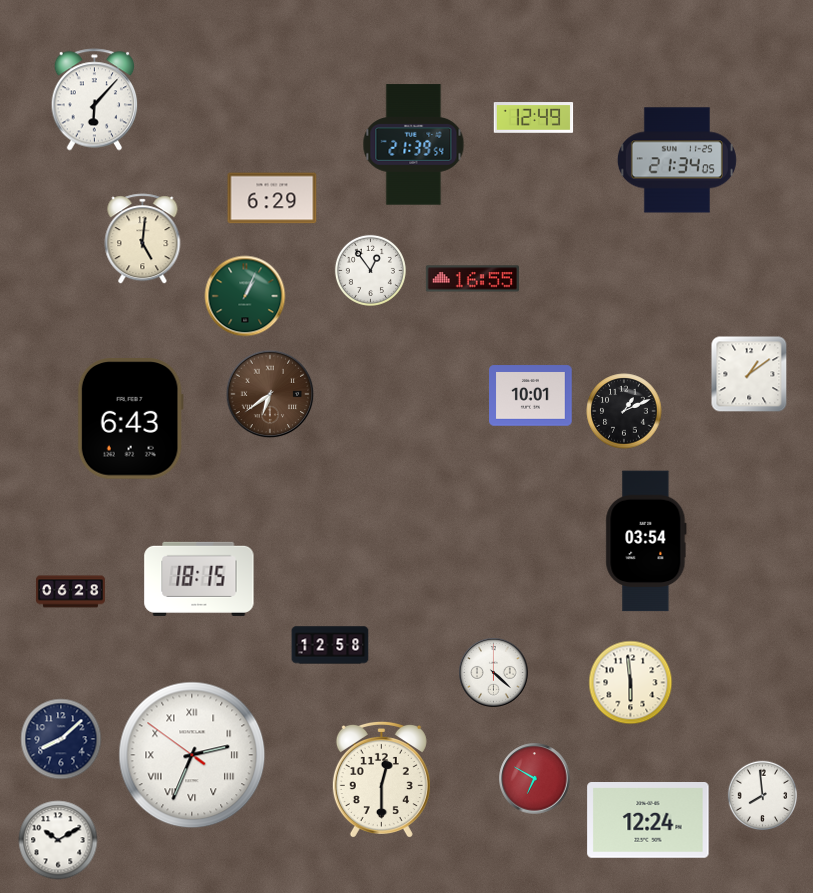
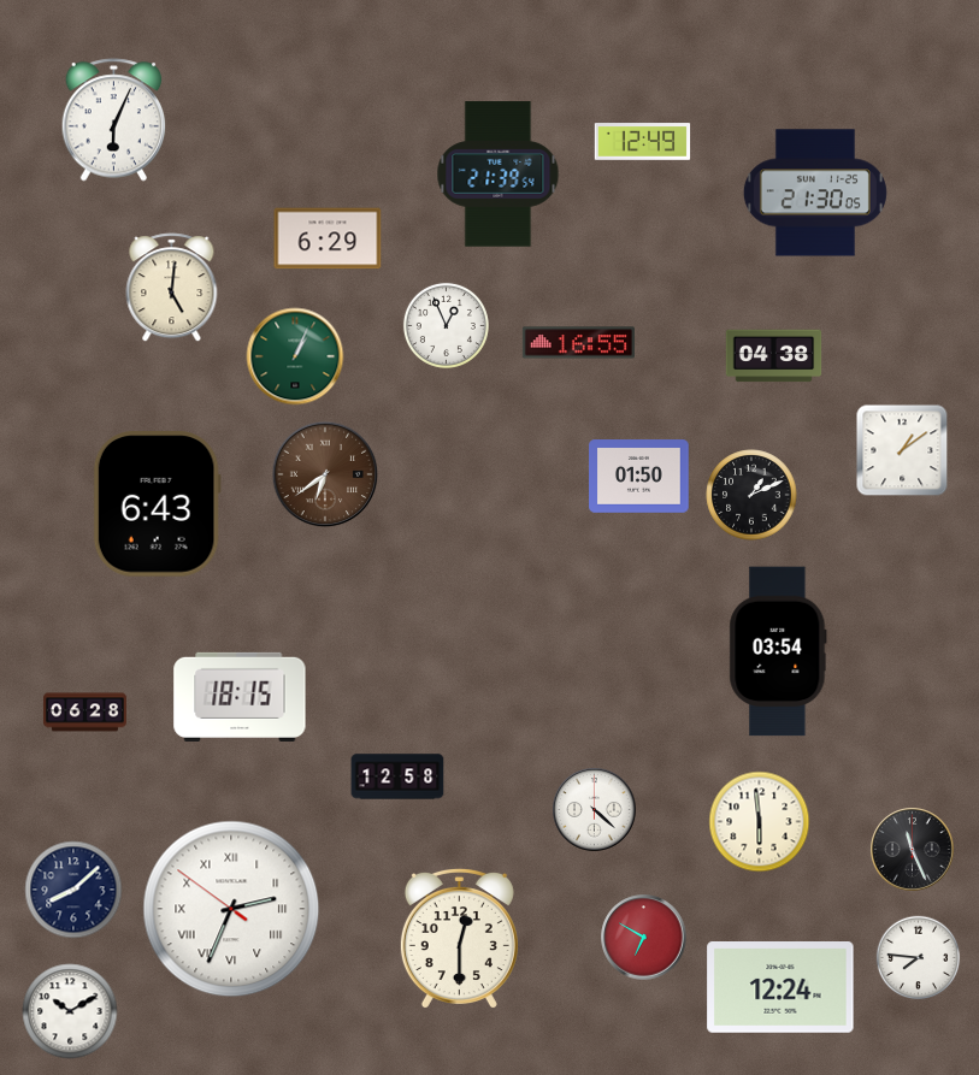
clock at (95, 100): 6:07 -> 6:04
clock at (677, 160): 21:34 -> 21:30
clock at (370, 270): 12:54 -> 12:56
clock at (472, 279) position: (472, 279) -> (578, 343)
clock at (774, 356): none -> 04:38
clock at (531, 396): 10:01 -> 01:50
clock at (913, 850): none -> 11:26
clock at (763, 796): 7:59 -> 7:46
